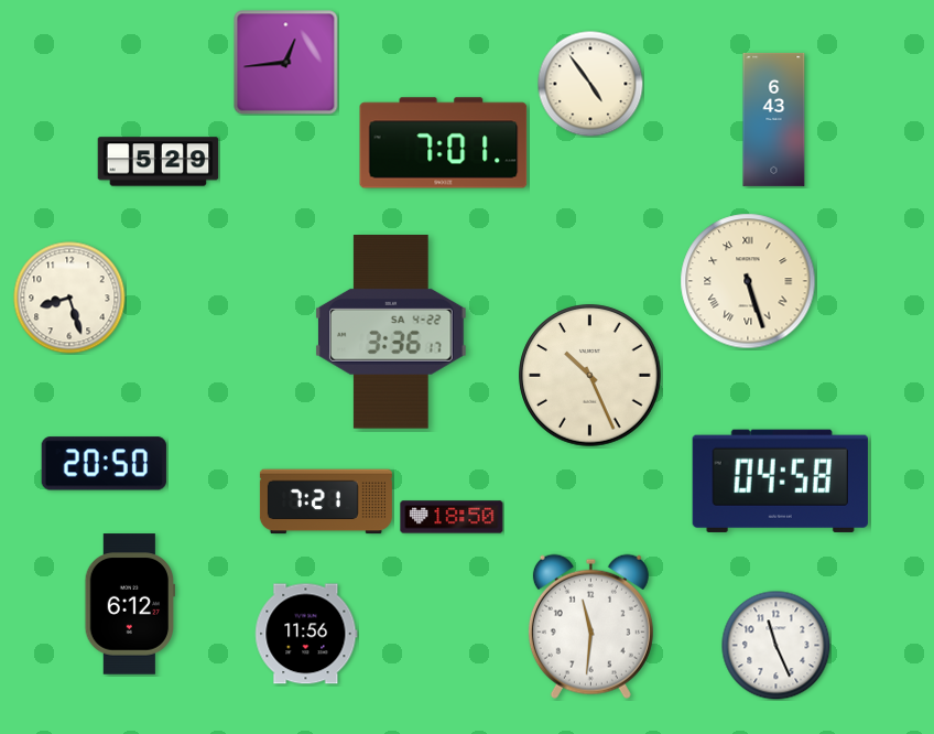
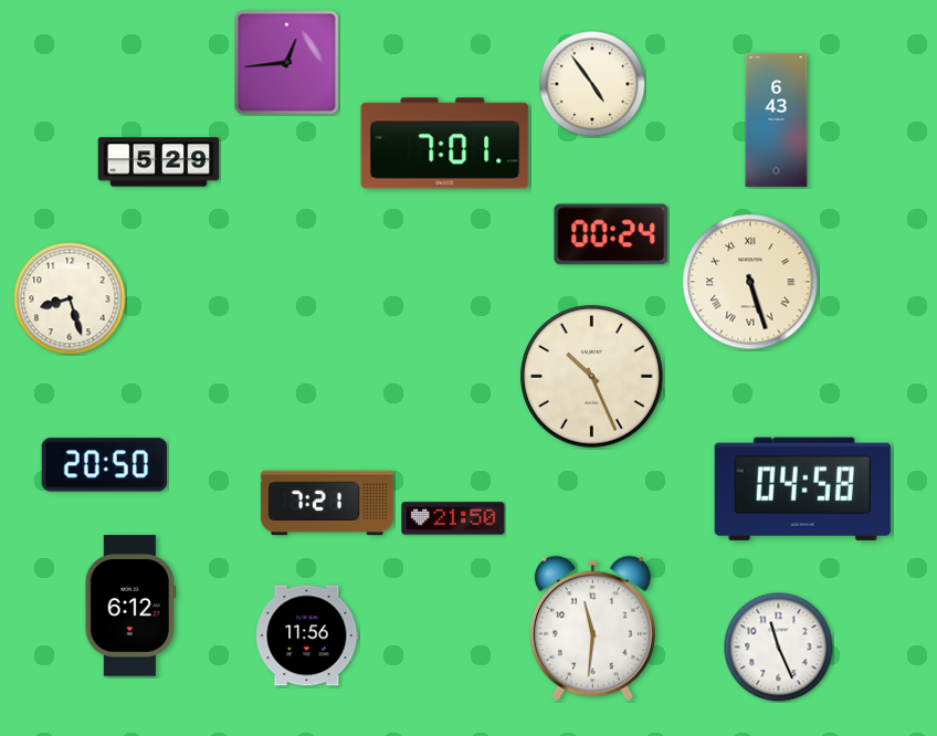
clock at (611, 234): none -> 00:24
clock at (391, 333): 3:36 -> none
clock at (780, 481) position: (780, 481) -> (802, 488)
clock at (452, 517): 18:50 -> 21:50
